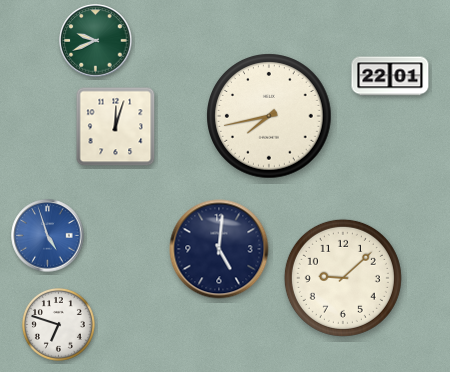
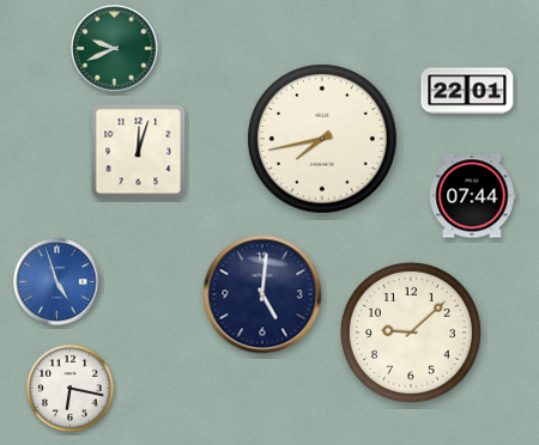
clock at (472, 196): none -> 07:44
clock at (219, 249) position: (219, 249) -> (262, 294)
clock at (58, 324): 6:48 -> 6:17
